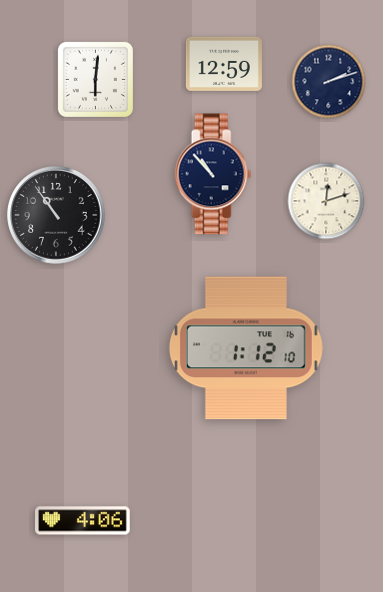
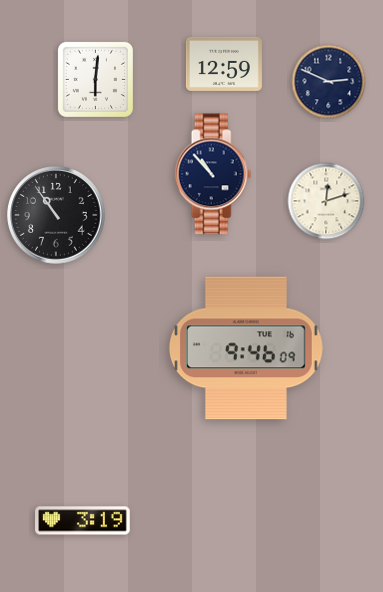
clock at (329, 82): 2:12 -> 2:49
clock at (246, 348): 1:12 -> 9:46
clock at (83, 521): 4:06 -> 3:19
